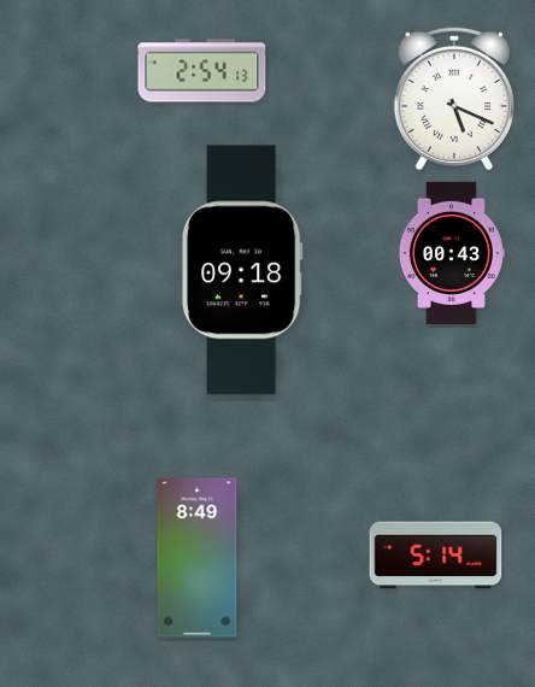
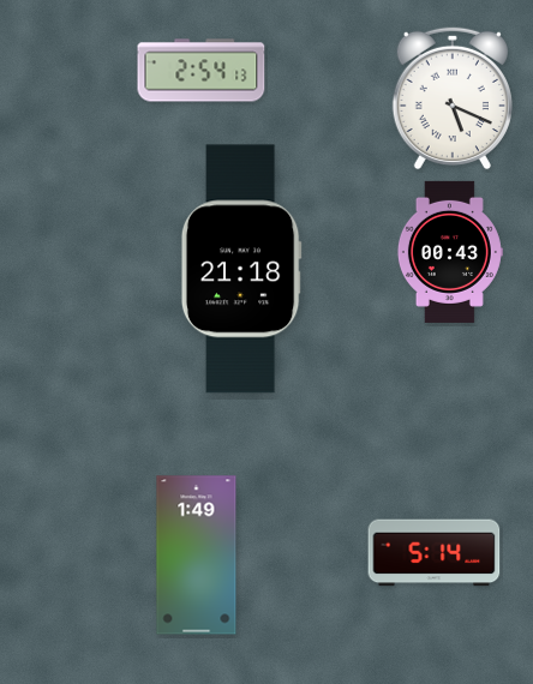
clock at (242, 270): 09:18 -> 21:18
clock at (198, 558): 8:49 -> 1:49
